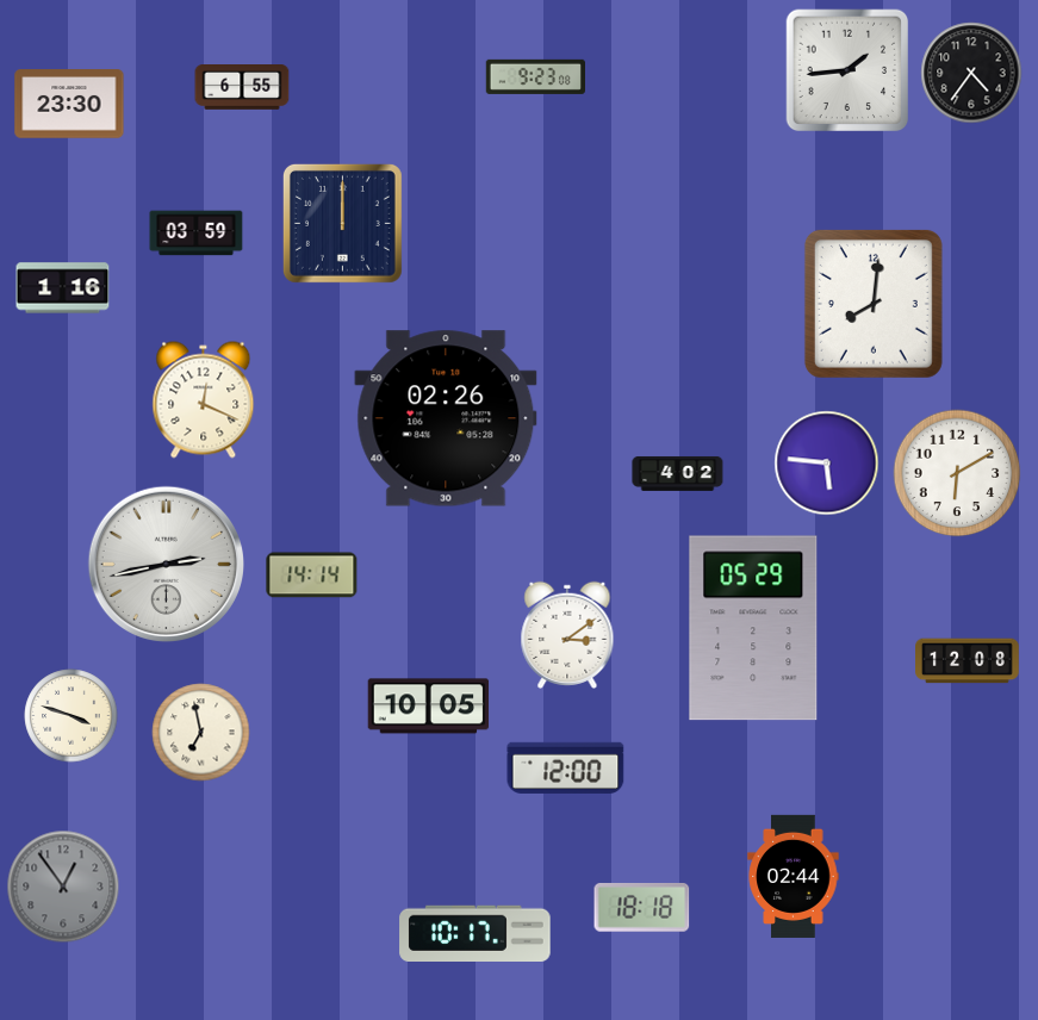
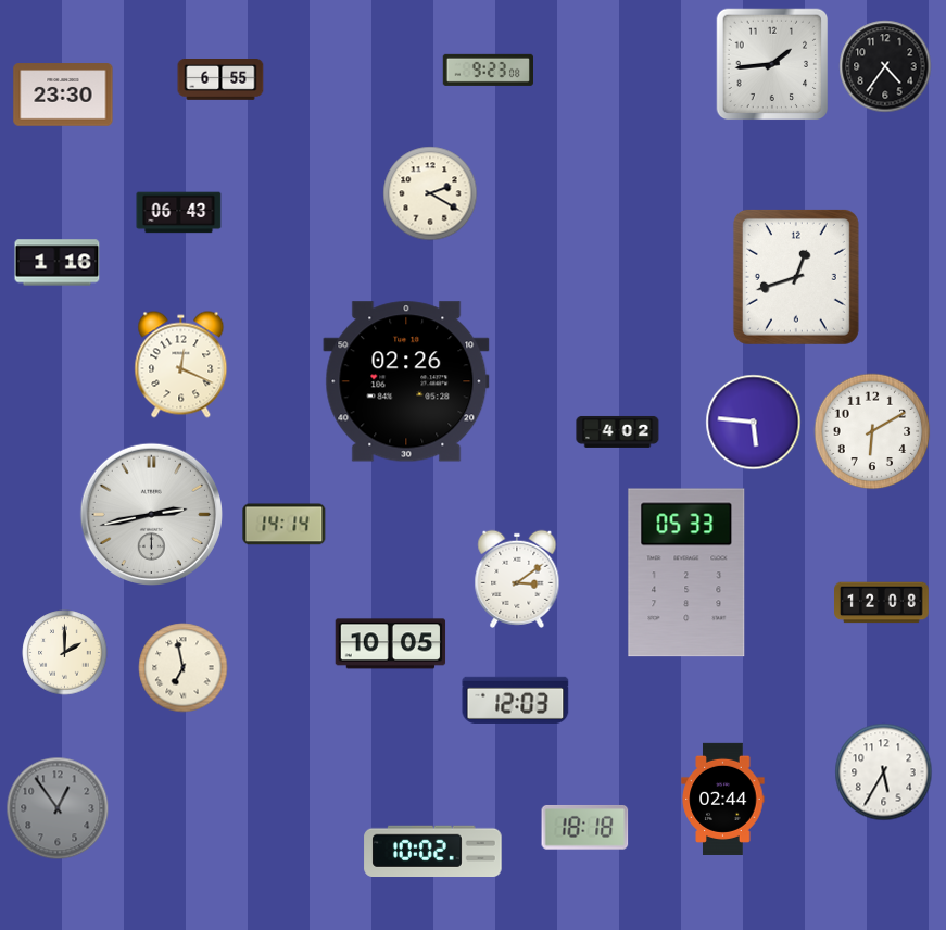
clock at (430, 193): none -> 2:20
clock at (342, 223): 12:00 -> none
clock at (197, 234): 03:59 -> 06:43
clock at (874, 304): 8:01 -> 12:42
clock at (204, 400) position: (204, 400) -> (181, 365)
clock at (753, 628): 05:29 -> 05:33
clock at (72, 716): 3:48 -> 2:00
clock at (566, 767): 12:00 -> 12:03
clock at (884, 772): none -> 5:35
clock at (476, 933): 10:17 -> 10:02
